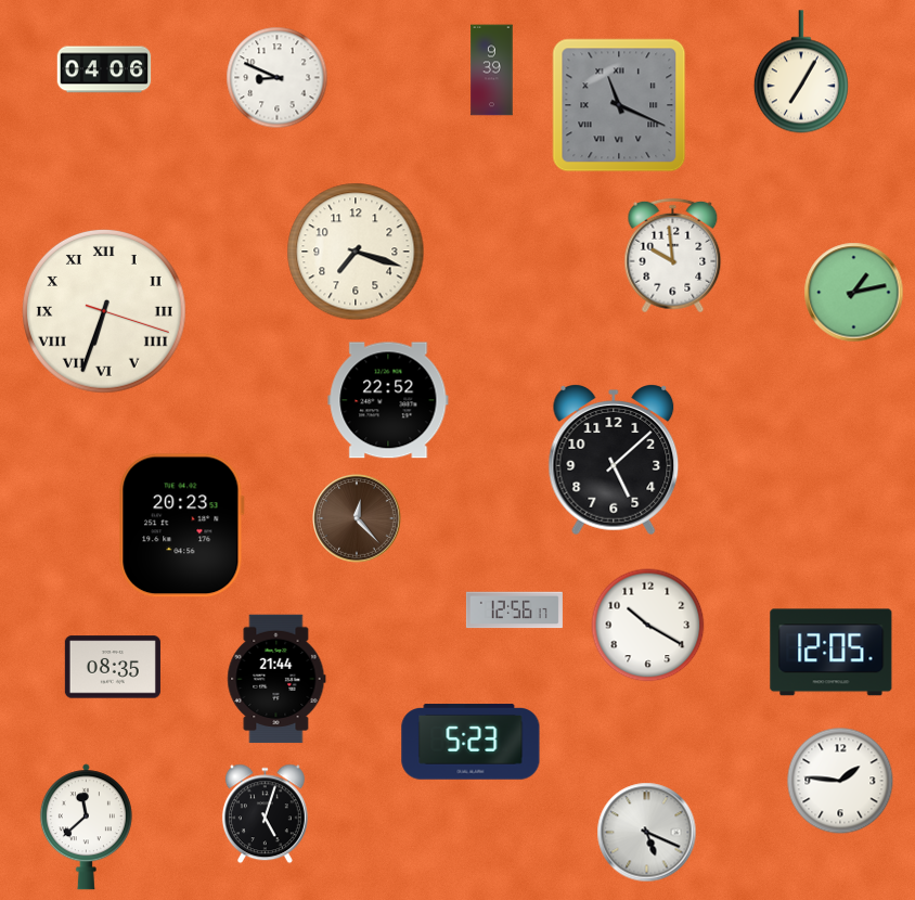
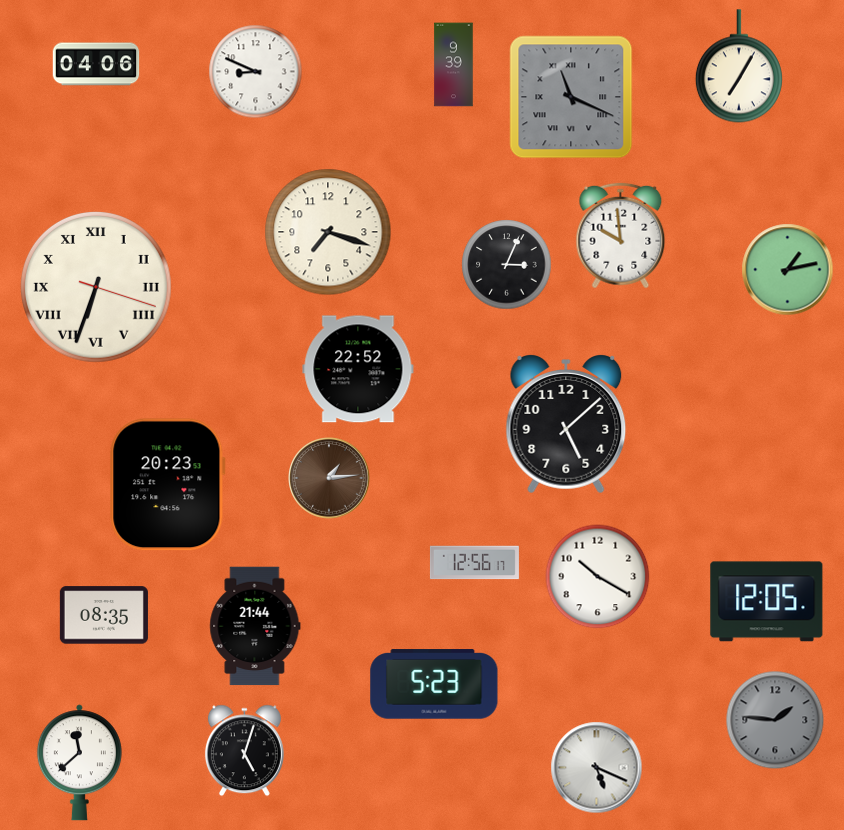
clock at (507, 265): none -> 3:04
clock at (358, 519): 12:23 -> 1:14
clock at (840, 781) dial: white -> grey
